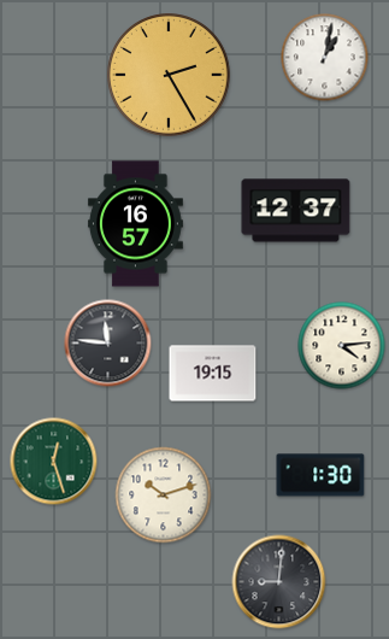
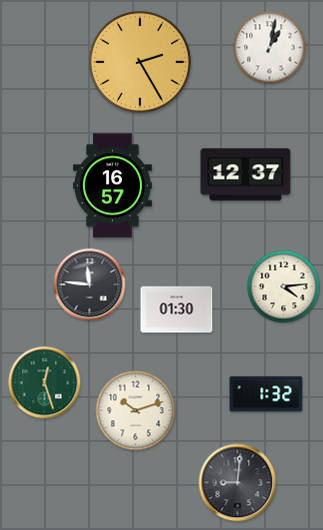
clock at (213, 374): 19:15 -> 01:30
clock at (320, 475): 1:30 -> 1:32
clock at (279, 582) position: (279, 582) -> (238, 483)
